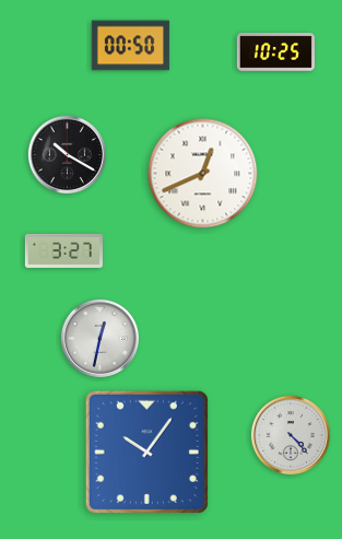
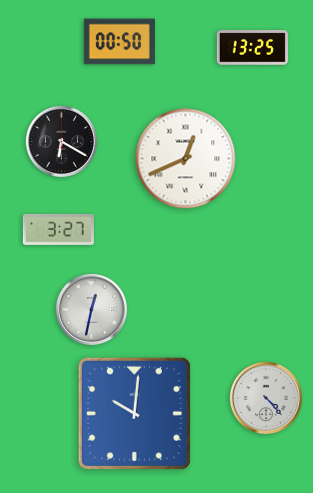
clock at (275, 52): 10:25 -> 13:25
clock at (67, 154): 10:20 -> 6:20
clock at (146, 452): 10:06 -> 10:01
